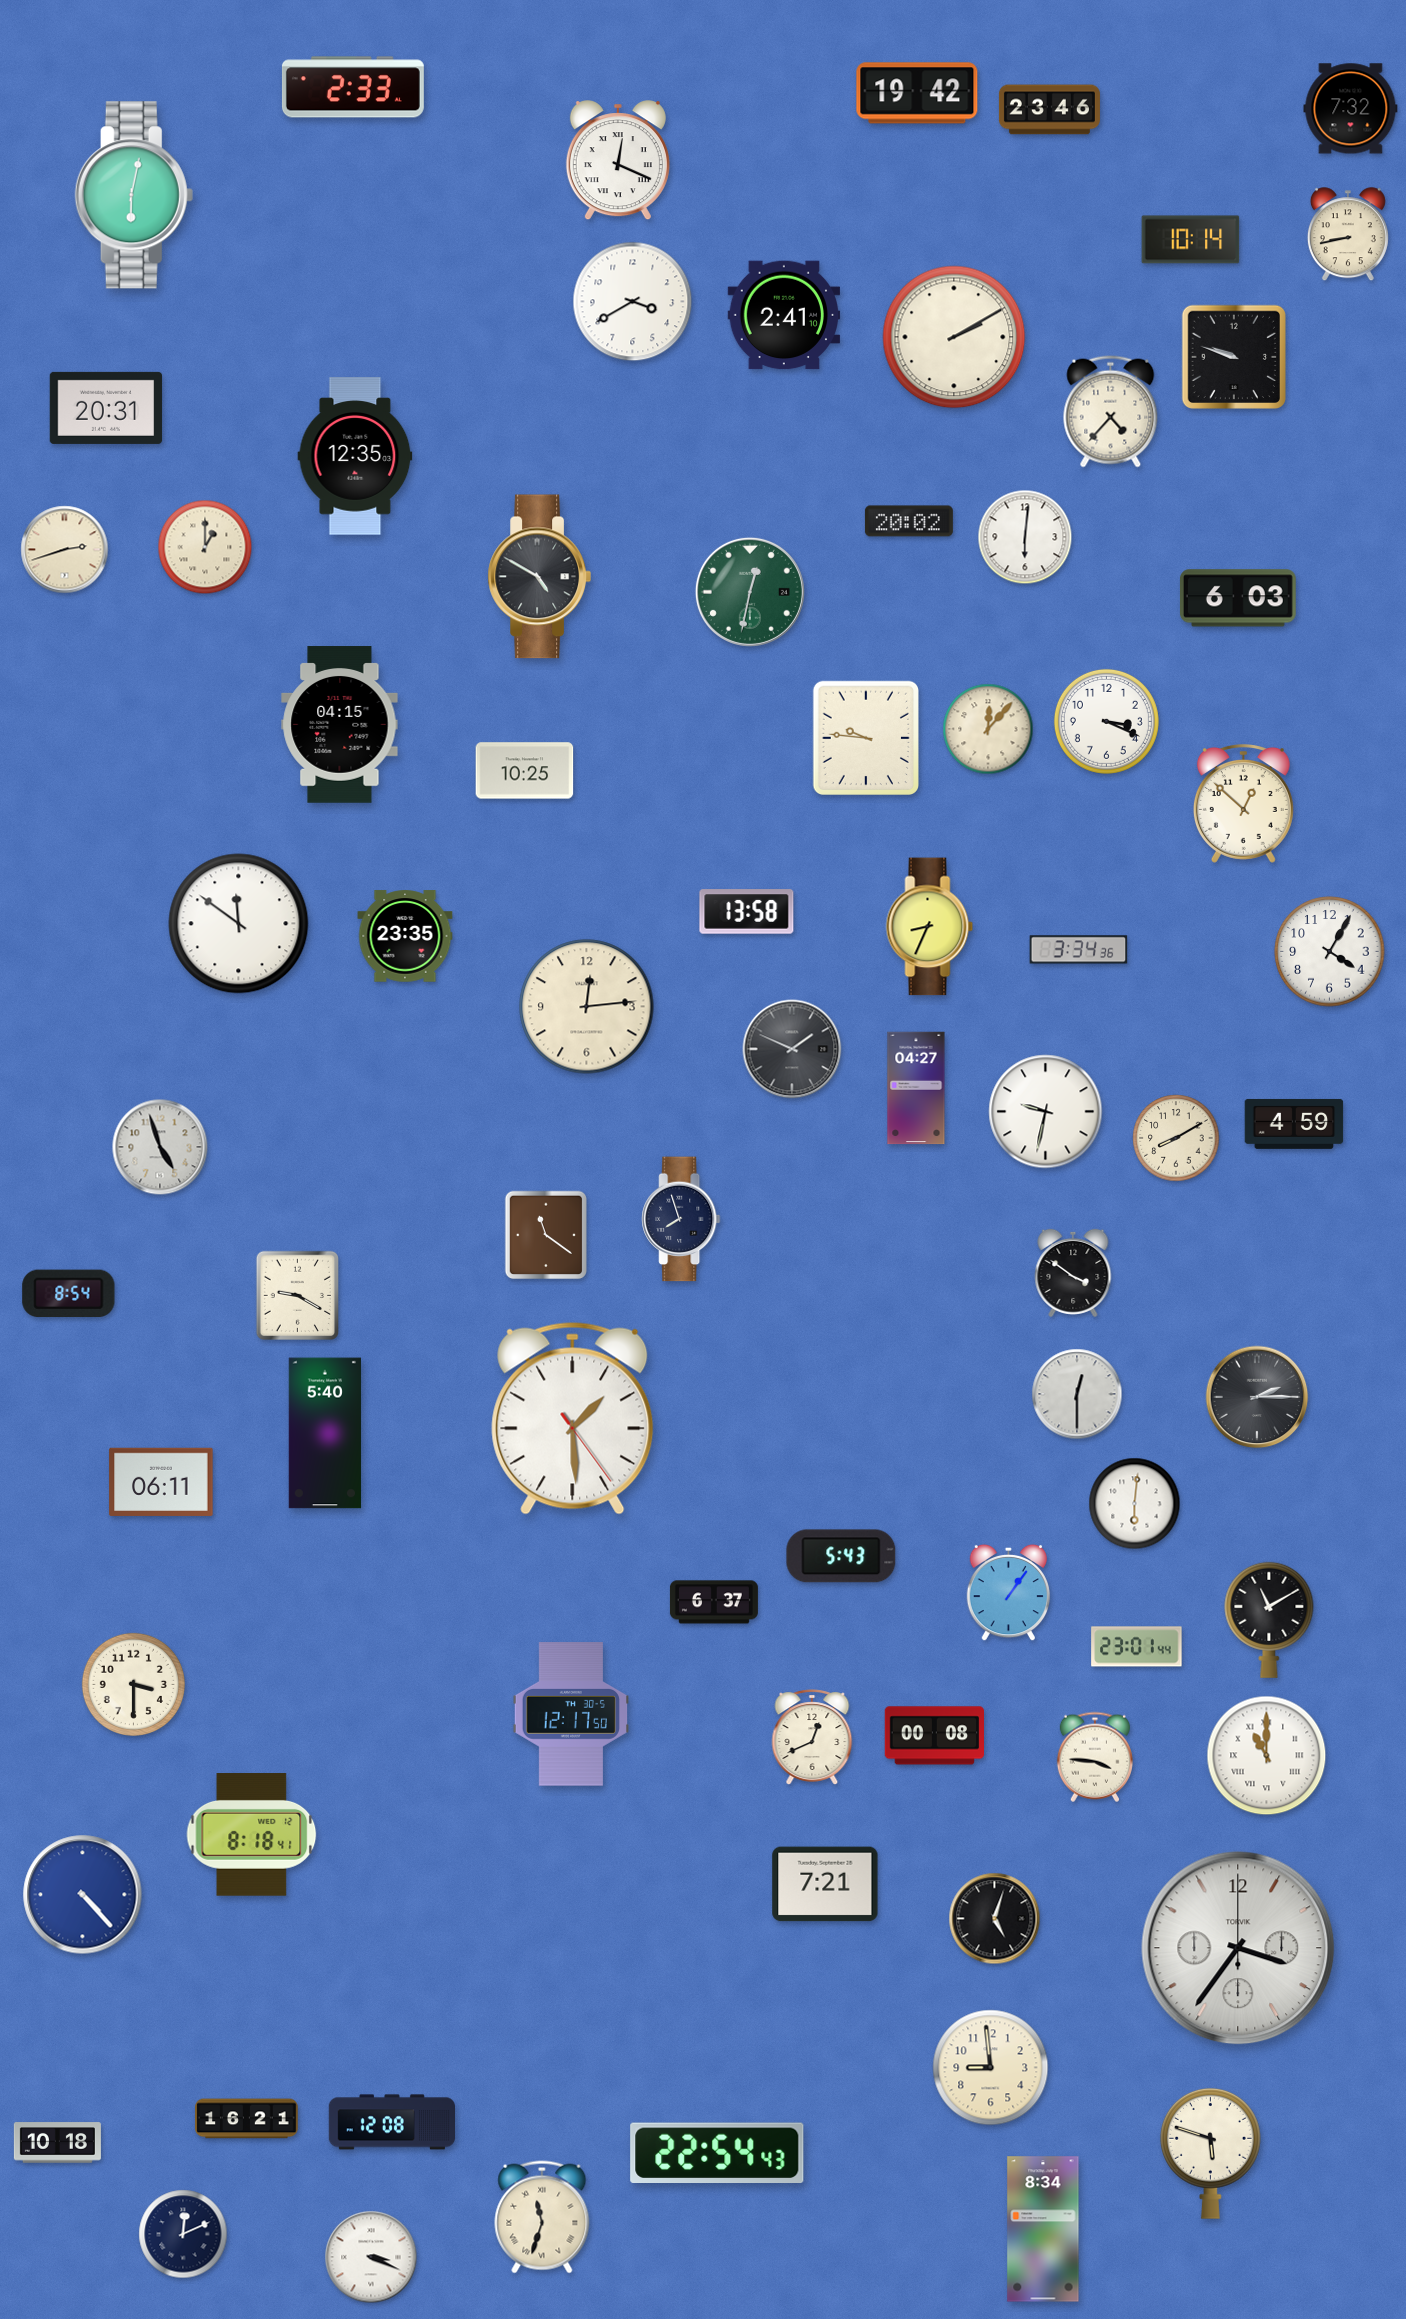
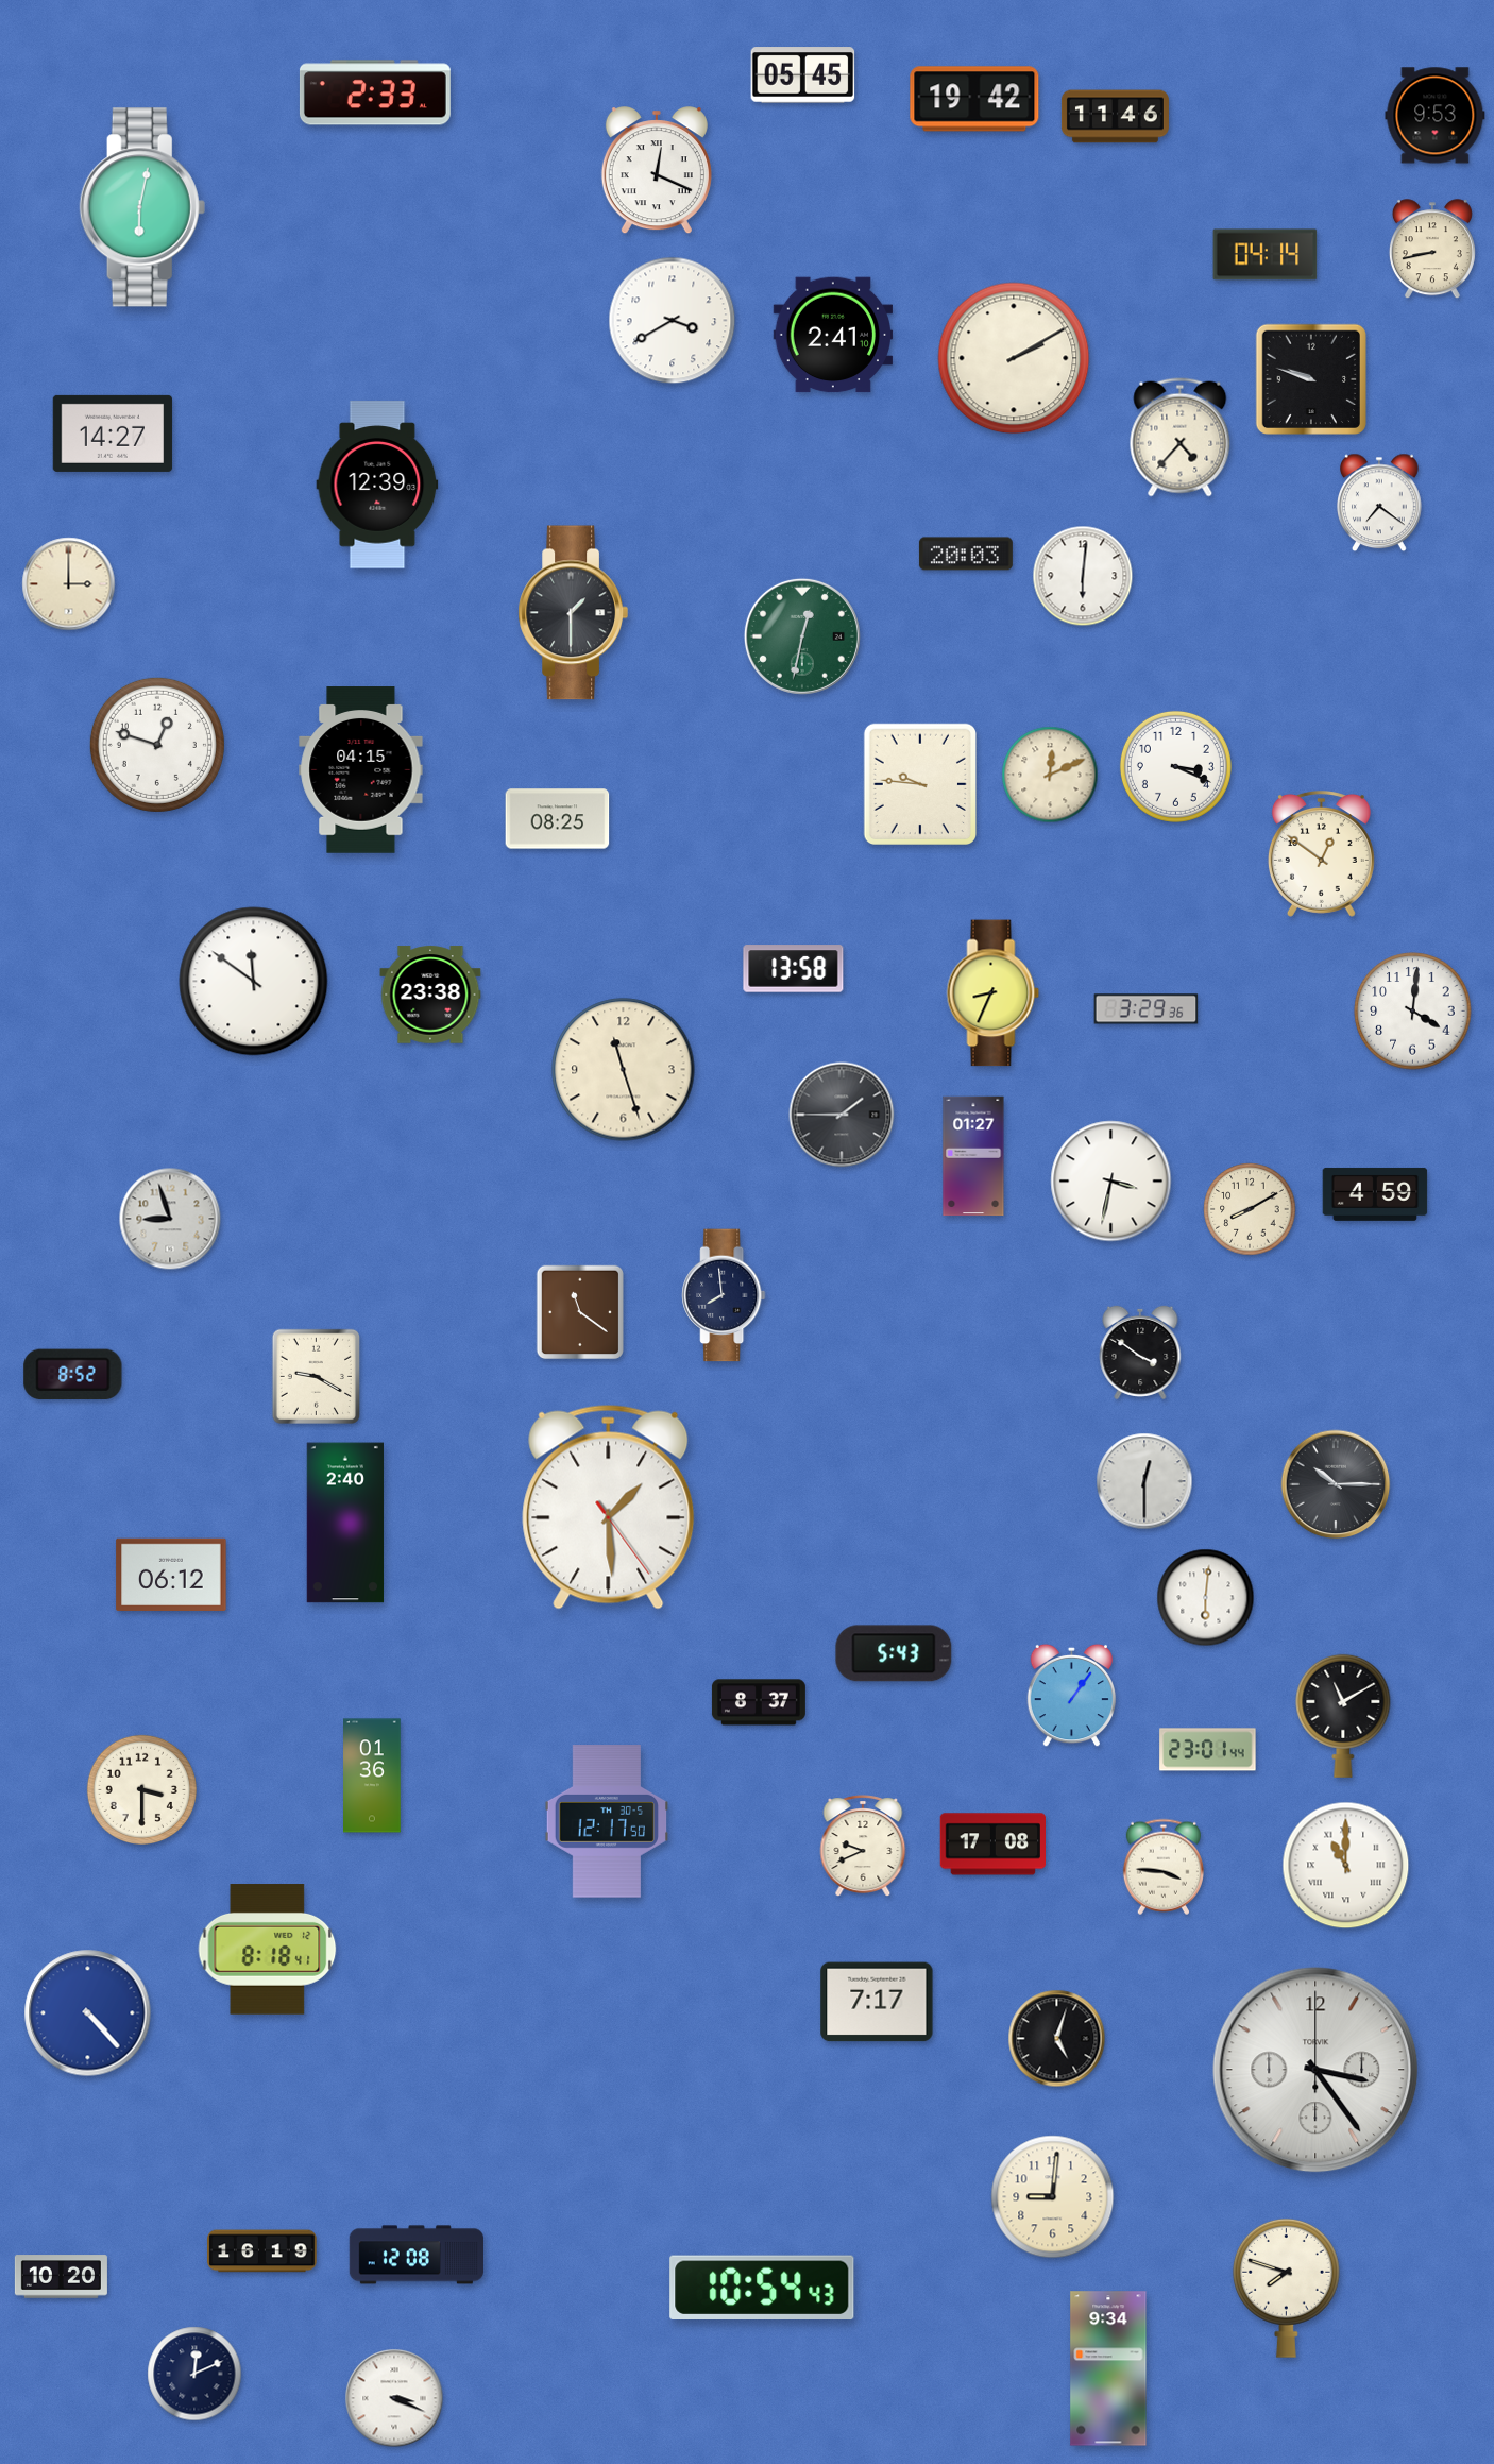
clock at (803, 75): none -> 05:45
clock at (1351, 109): 7:32 -> 9:53
clock at (1049, 110): 23:46 -> 11:46
clock at (1191, 240): 10:14 -> 04:14
clock at (106, 408): 20:31 -> 14:27
clock at (355, 456): 12:35 -> 12:39
clock at (1380, 503): none -> 7:21
clock at (909, 521): 20:02 -> 20:03
clock at (1025, 537) position: (1025, 537) -> (1083, 576)
clock at (205, 547): 1:00 -> none
clock at (65, 550): 2:42 -> 3:00
clock at (539, 577): 4:50 -> 1:30
clock at (750, 592) position: (750, 592) -> (802, 636)
clock at (1238, 598): 6:03 -> none
clock at (157, 745): none -> 12:48
clock at (988, 729): 12:07 -> 12:11
clock at (525, 771): 10:25 -> 08:25
clock at (1243, 804): 12:52 -> 12:51
clock at (930, 927) position: (930, 927) -> (994, 993)
clock at (405, 936): 23:35 -> 23:38
clock at (1079, 950): 3:34 -> 3:29
clock at (1330, 952): 4:05 -> 4:01
clock at (587, 1007): 12:14 -> 11:27
clock at (792, 1049): 1:49 -> 1:45
clock at (916, 1088): 04:27 -> 01:27
clock at (1046, 1112): 9:32 -> 3:32
clock at (160, 1147): 4:57 -> 8:57
clock at (681, 1219): 7:57 -> 7:59
clock at (69, 1294): 8:54 -> 8:52
clock at (1257, 1397): 2:15 -> 10:15
clock at (325, 1433): 5:40 -> 2:40
clock at (161, 1481): 06:11 -> 06:12
clock at (1008, 1593) position: (1008, 1593) -> (1071, 1696)
clock at (714, 1602): 6:37 -> 8:37
clock at (1269, 1620) position: (1269, 1620) -> (1343, 1716)
clock at (373, 1775): none -> 01:36
clock at (934, 1736): 00:08 -> 17:08
clock at (812, 1737): 12:41 -> 9:41
clock at (825, 1884): 7:21 -> 7:17
clock at (1238, 1948): 3:36 -> 3:24
clock at (991, 2068): 8:59 -> 9:01
clock at (247, 2119): 16:21 -> 16:19
clock at (57, 2143): 10:18 -> 10:20
clock at (717, 2152): 22:54 -> 10:54
clock at (1210, 2153): 5:48 -> 7:48
clock at (542, 2217): 11:33 -> none
clock at (1043, 2229): 8:34 -> 9:34
